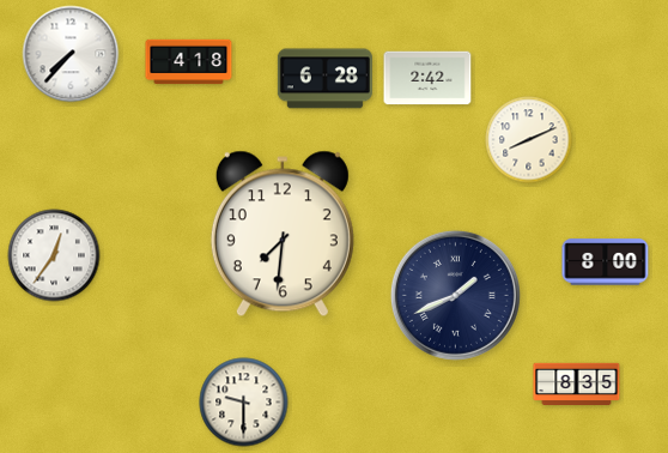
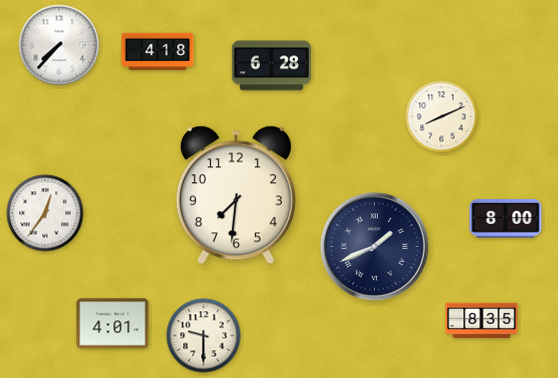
clock at (427, 78): 2:42 -> none
clock at (455, 295) position: (455, 295) -> (374, 246)
clock at (113, 324): none -> 4:01
